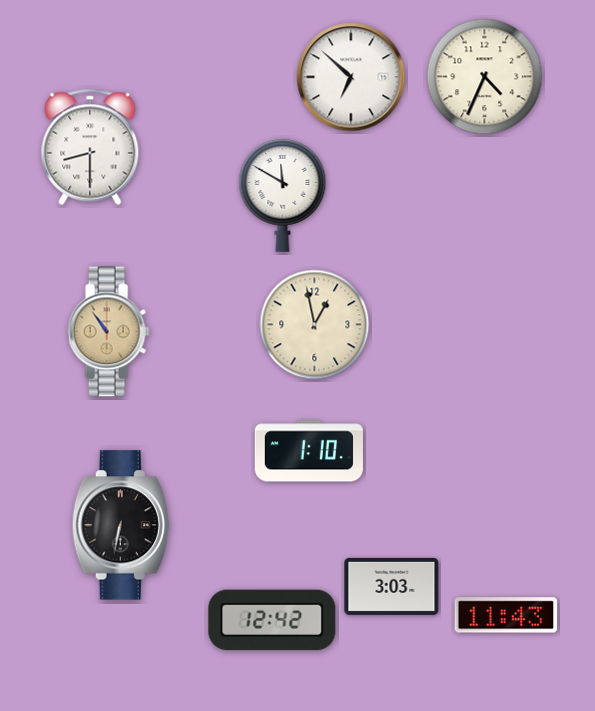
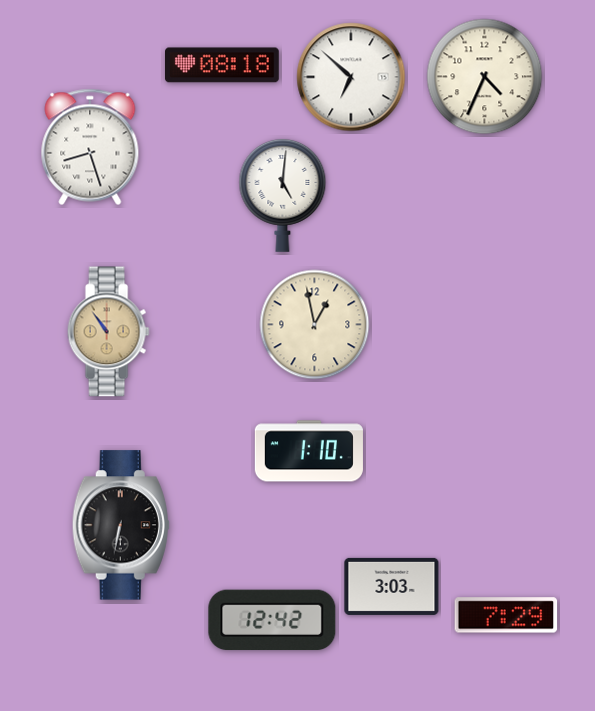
clock at (223, 65): none -> 08:18
clock at (90, 147): 8:30 -> 8:27
clock at (283, 195): 11:50 -> 5:01
clock at (506, 615): 11:43 -> 7:29
